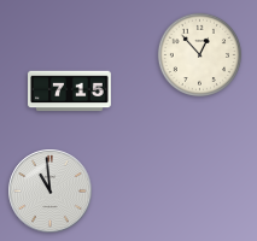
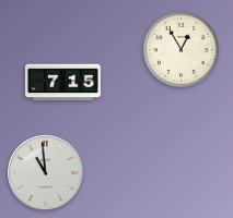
clock at (199, 54): 12:53 -> 12:55
